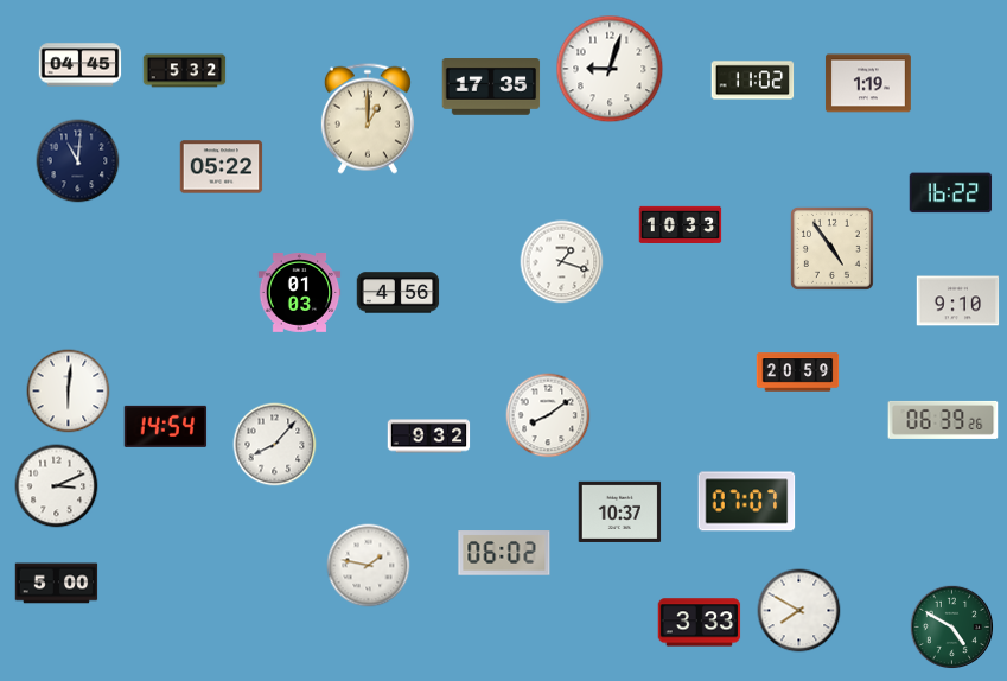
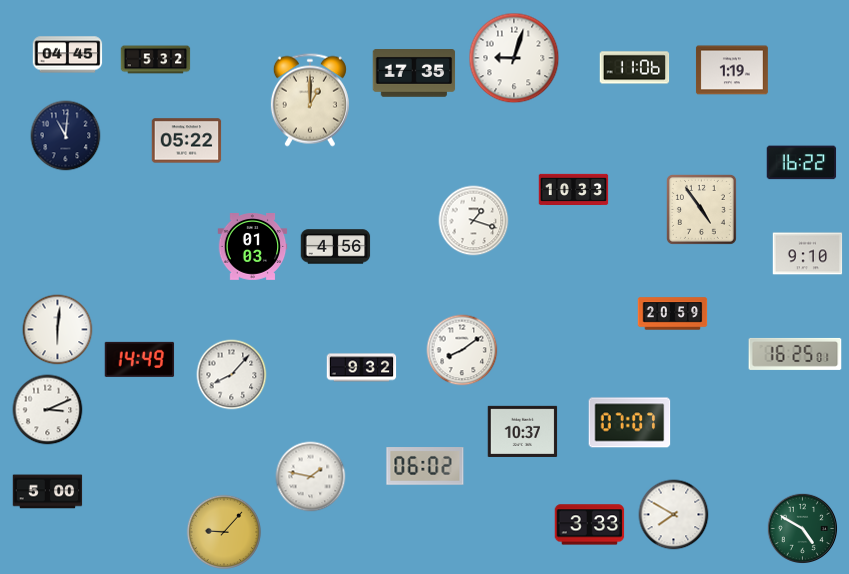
clock at (753, 81): 11:02 -> 11:06
clock at (943, 420): 06:39 -> 16:25
clock at (166, 426): 14:54 -> 14:49
clock at (224, 532): none -> 9:07
